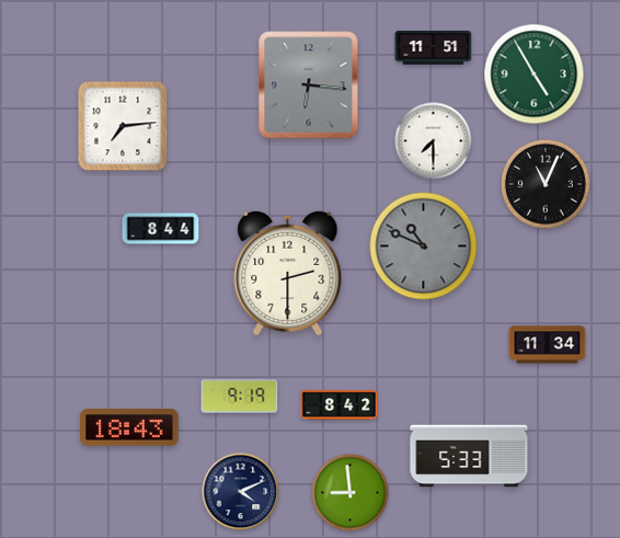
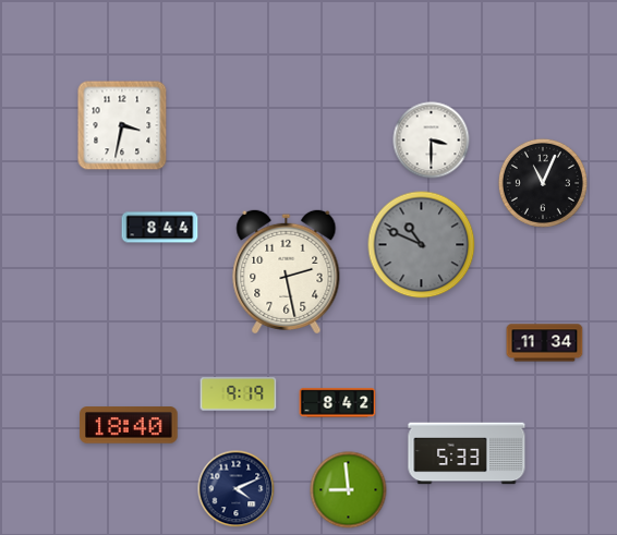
clock at (434, 48): 11:51 -> none
clock at (535, 75): 4:55 -> none
clock at (309, 85): 6:16 -> none
clock at (123, 126): 7:14 -> 3:32
clock at (434, 141): 7:30 -> 3:30
clock at (288, 273): 2:30 -> 2:28
clock at (129, 427): 18:43 -> 18:40
clock at (241, 492) position: (241, 492) -> (237, 489)
